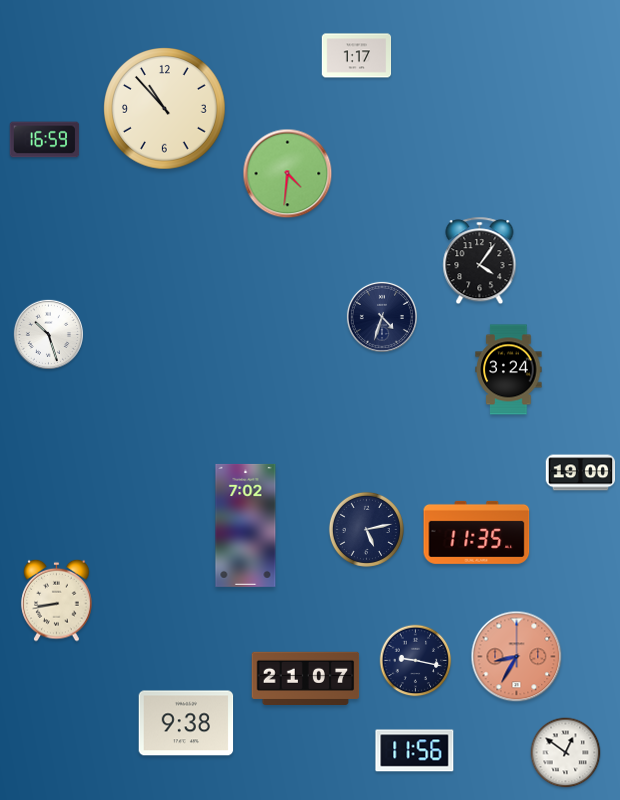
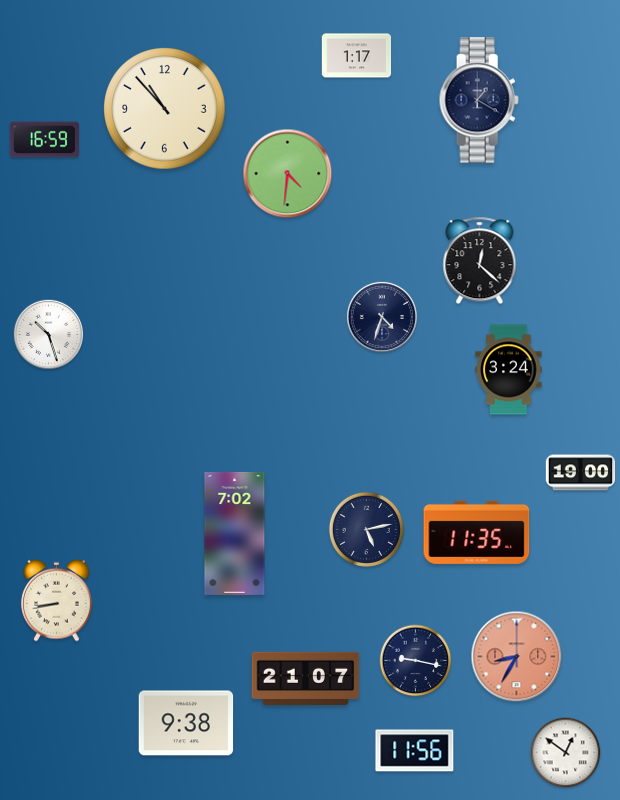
clock at (479, 100): none -> 1:20
clock at (480, 261): 4:06 -> 12:22
clock at (246, 525) position: (246, 525) -> (235, 533)
